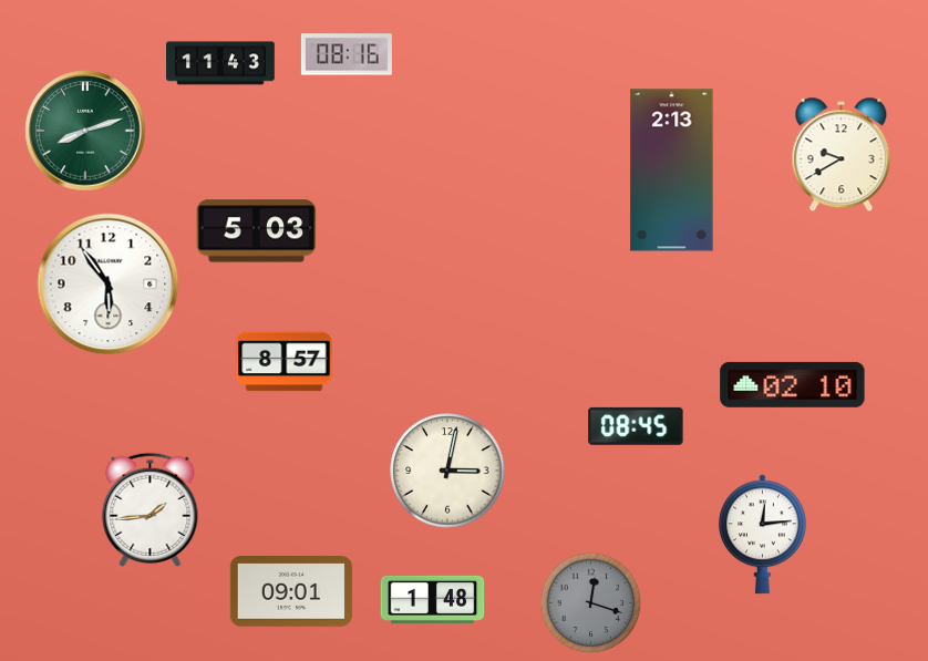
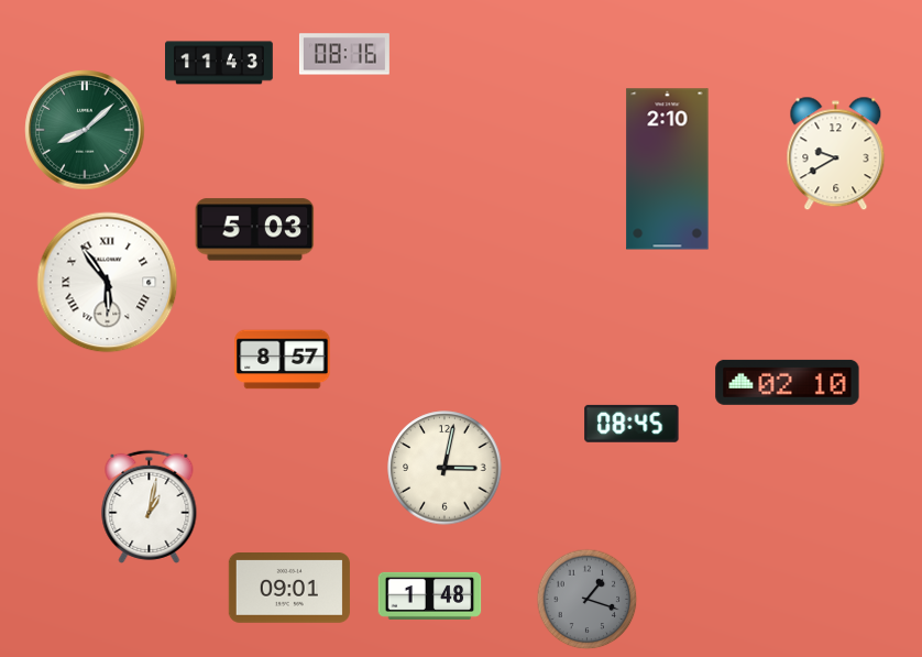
clock at (85, 131): 8:12 -> 8:08
clock at (672, 171): 2:13 -> 2:10
clock at (109, 285) numerals: Arabic -> Roman
clock at (151, 509): 1:44 -> 1:02
clock at (762, 535): 12:14 -> none
clock at (591, 603): 12:18 -> 1:18
